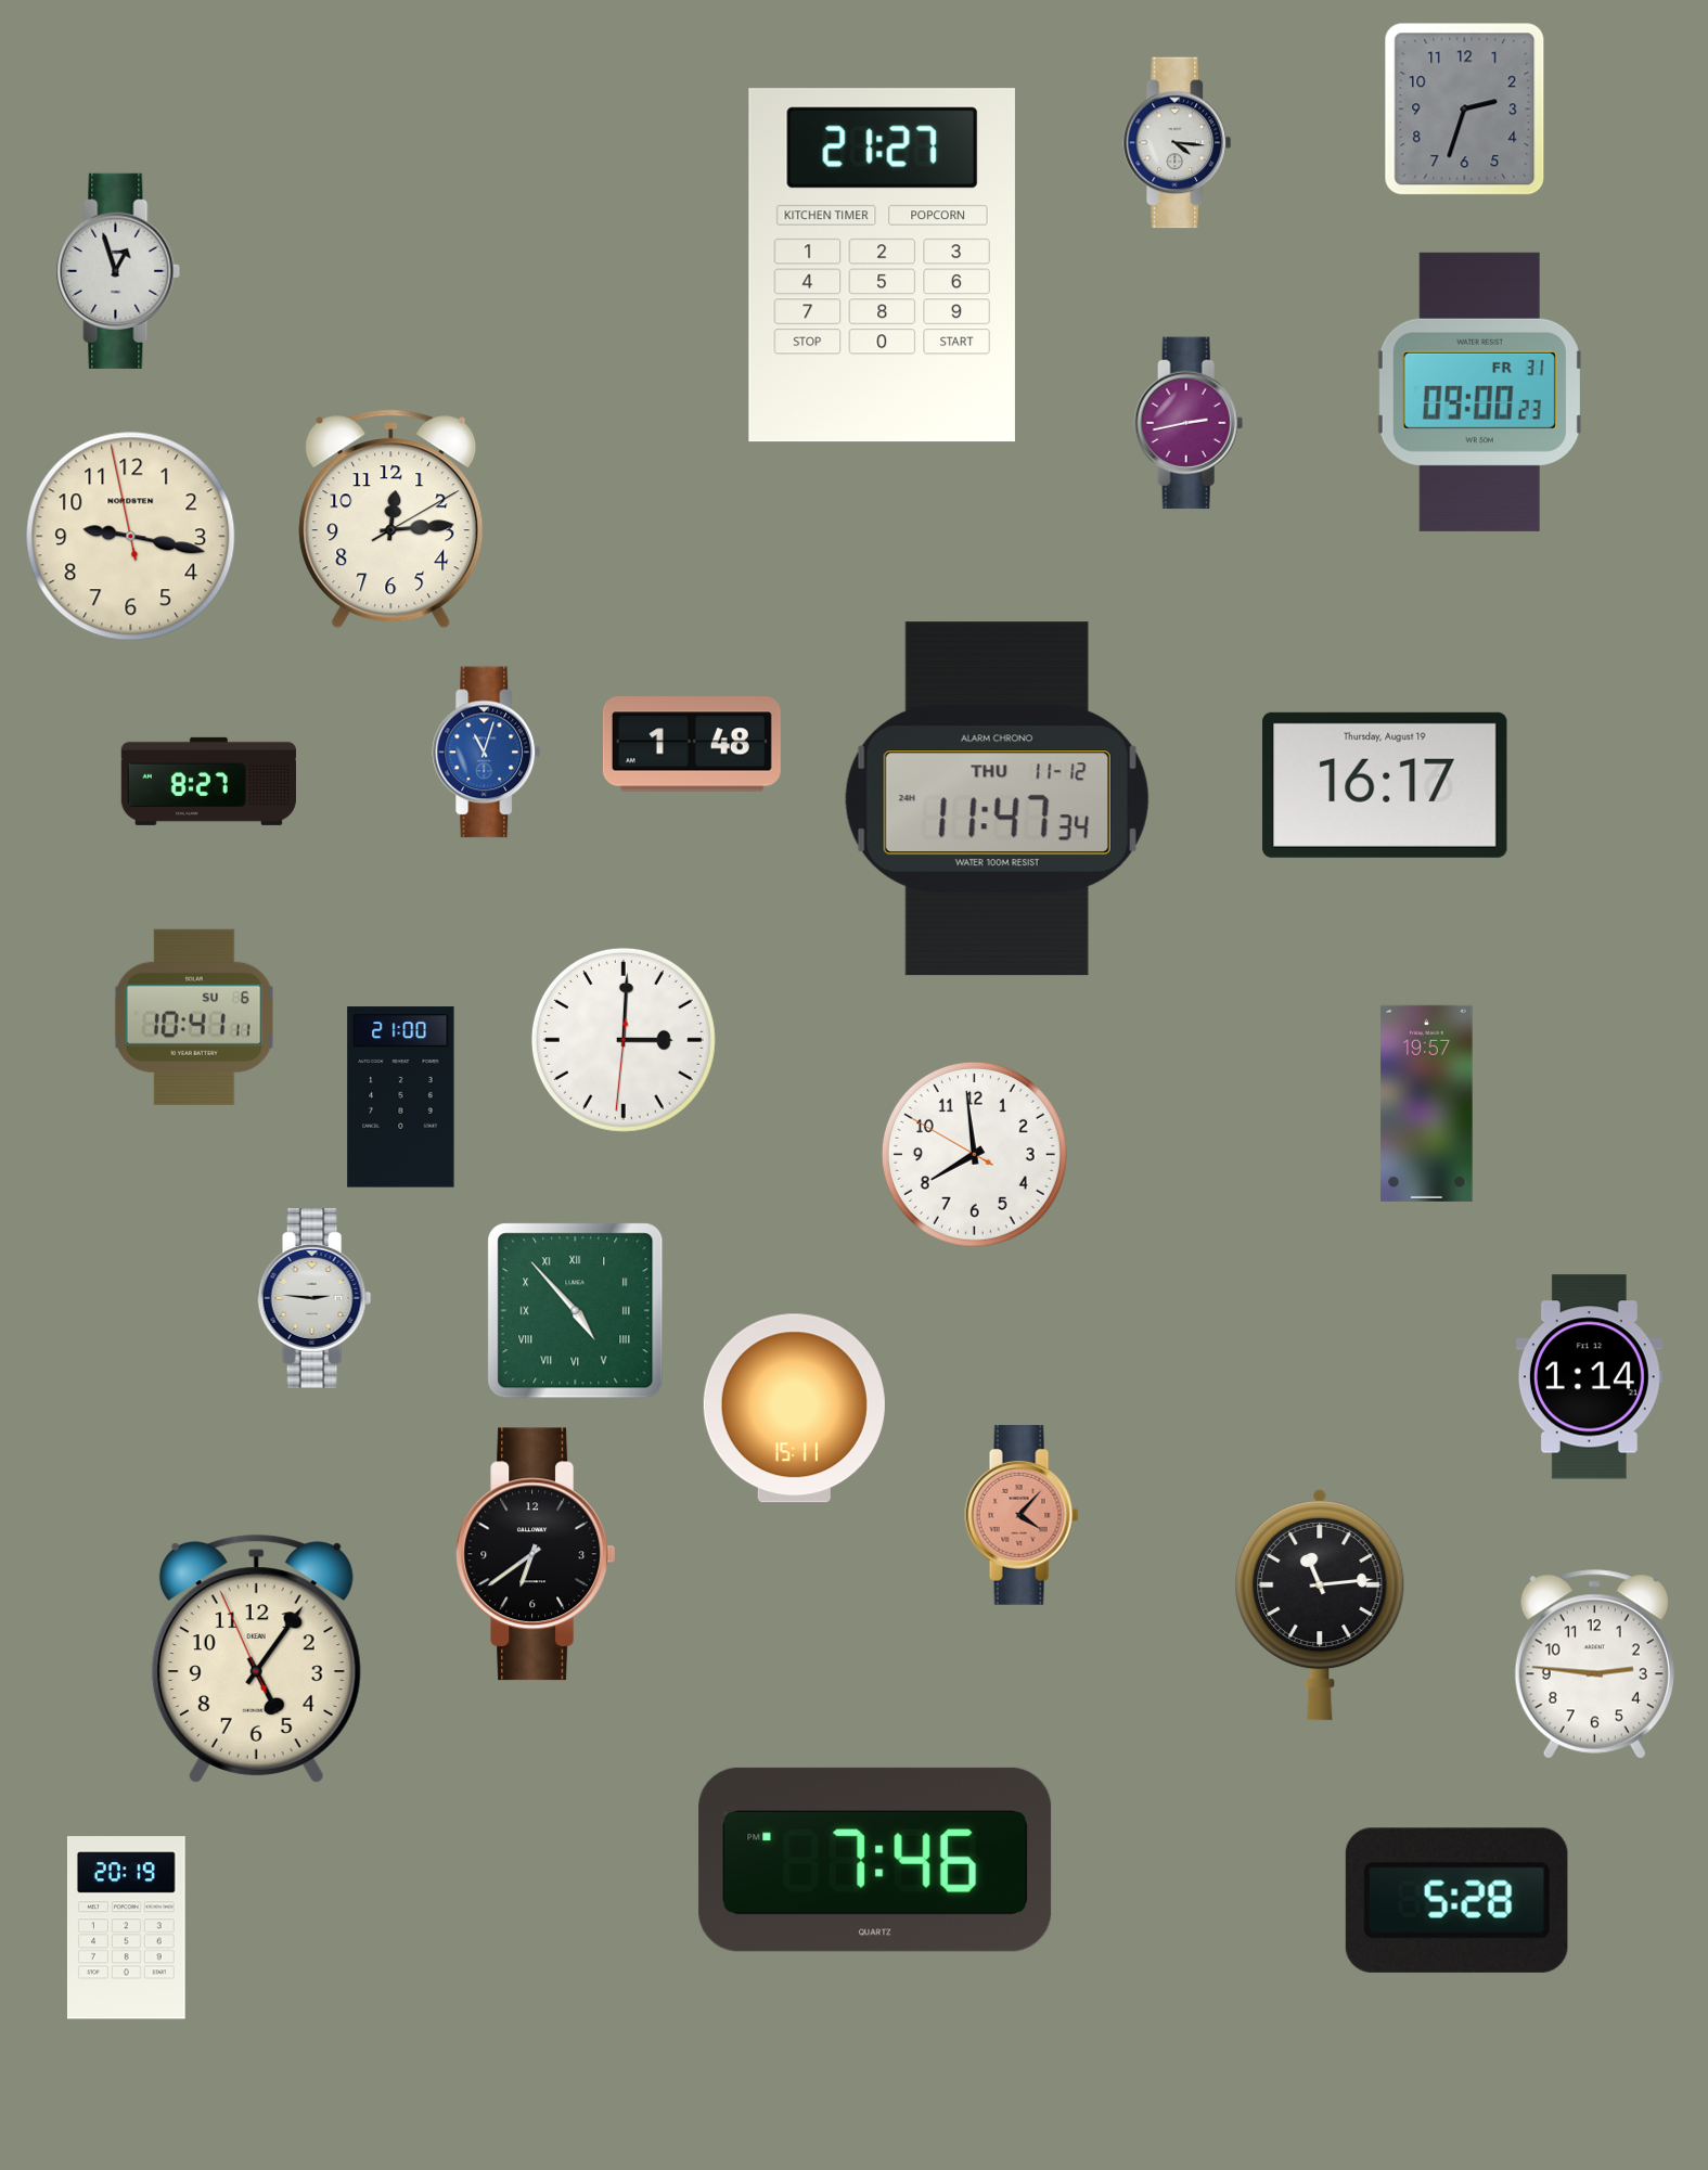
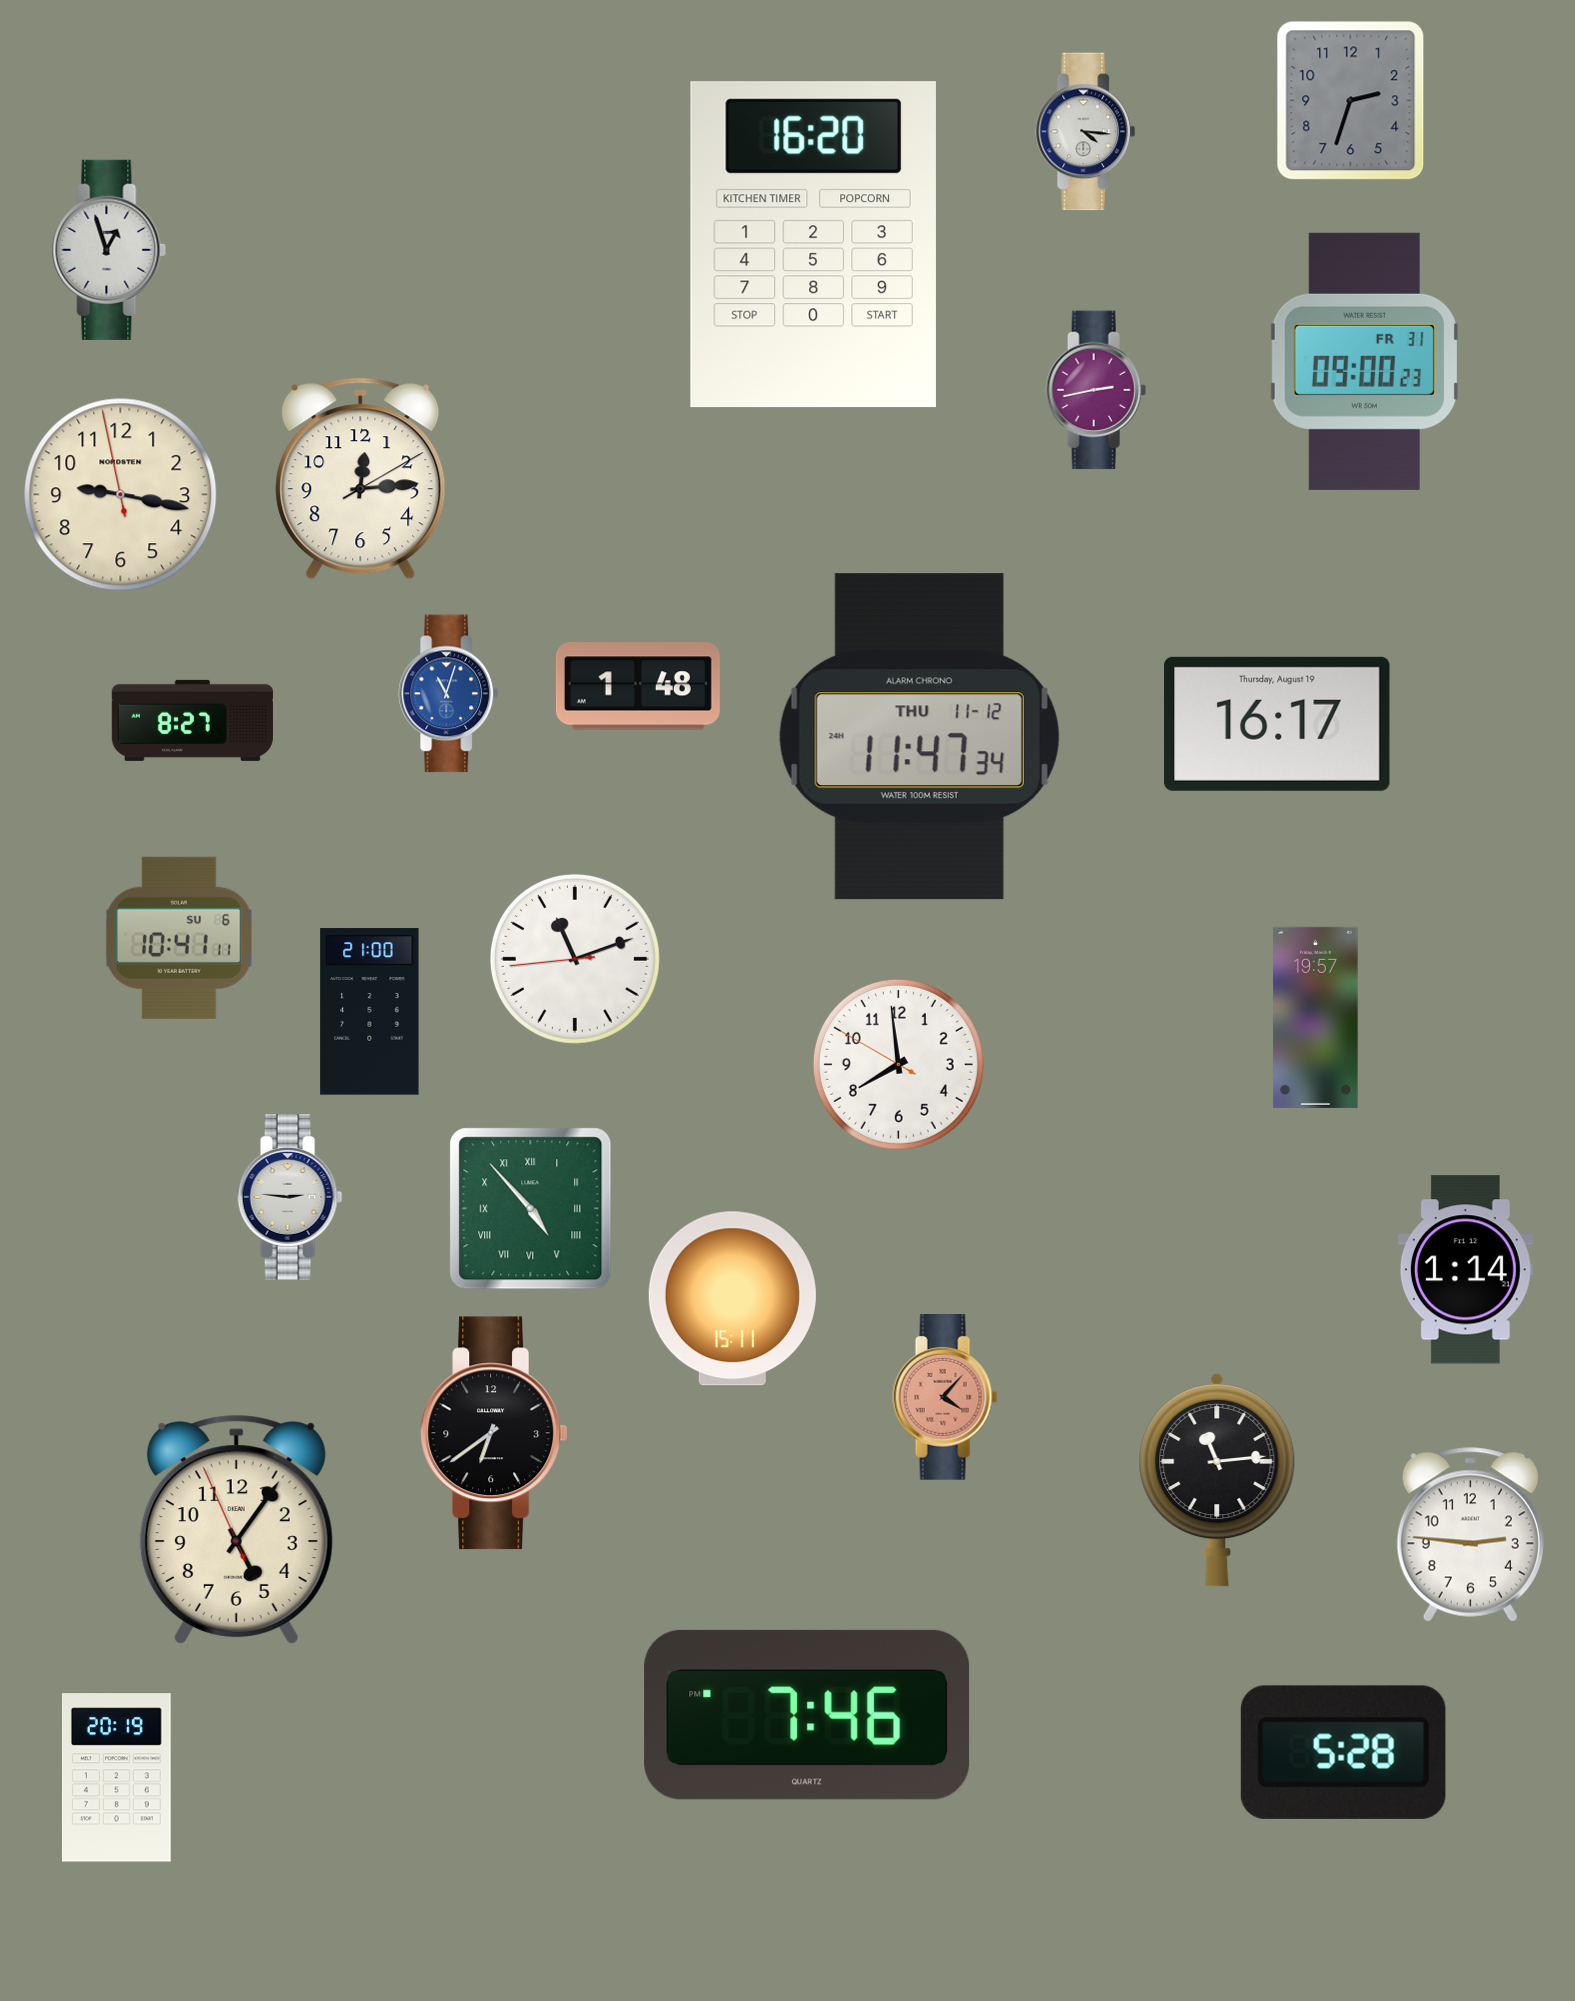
clock at (882, 266): 21:27 -> 16:20
clock at (624, 1040): 3:00 -> 11:11
clock at (1022, 1516) position: (1022, 1516) -> (945, 1398)
